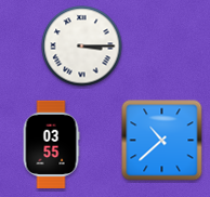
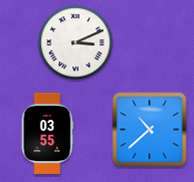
clock at (82, 47): 3:15 -> 3:11
